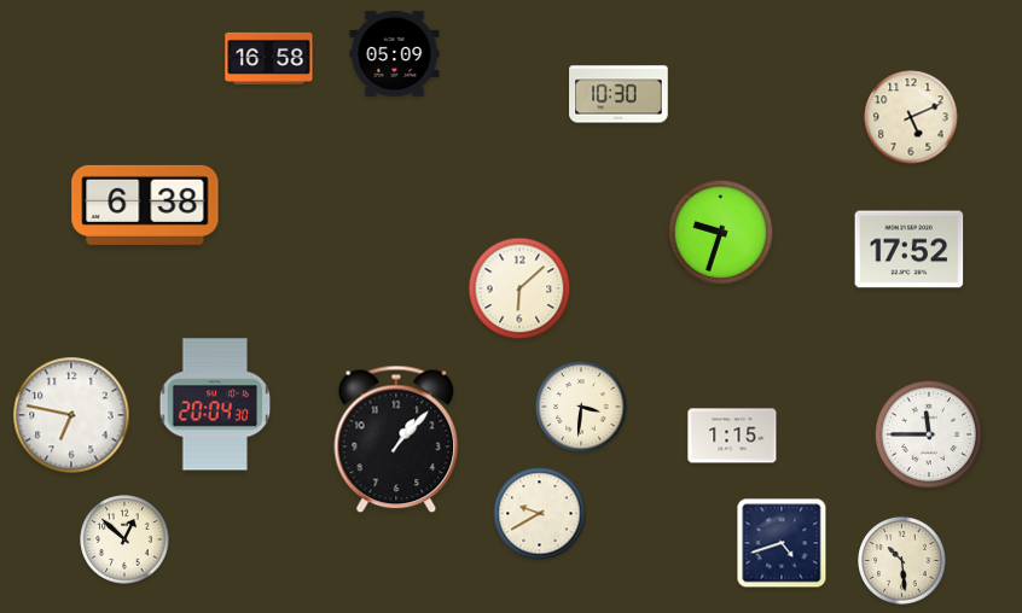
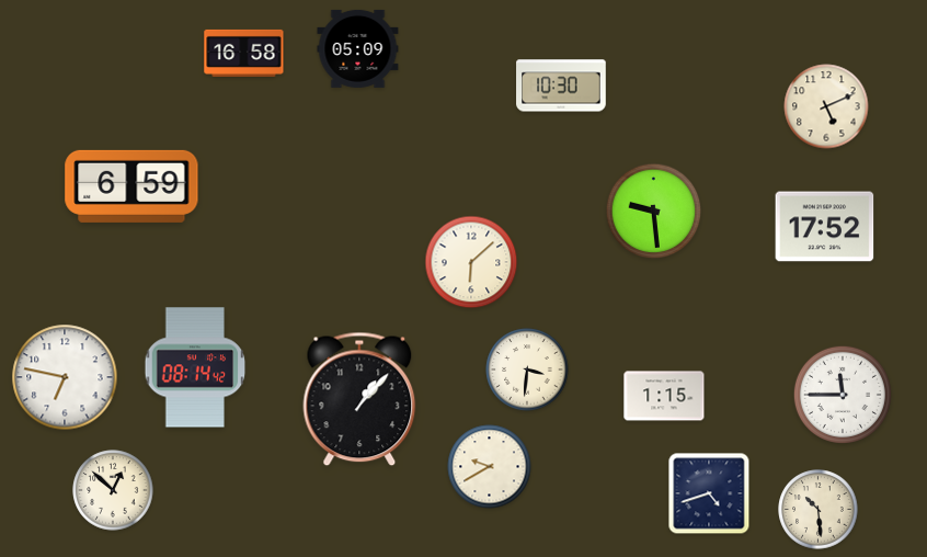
clock at (145, 205): 6:38 -> 6:59
clock at (721, 233): 9:33 -> 9:29
clock at (215, 404): 20:04 -> 08:14
